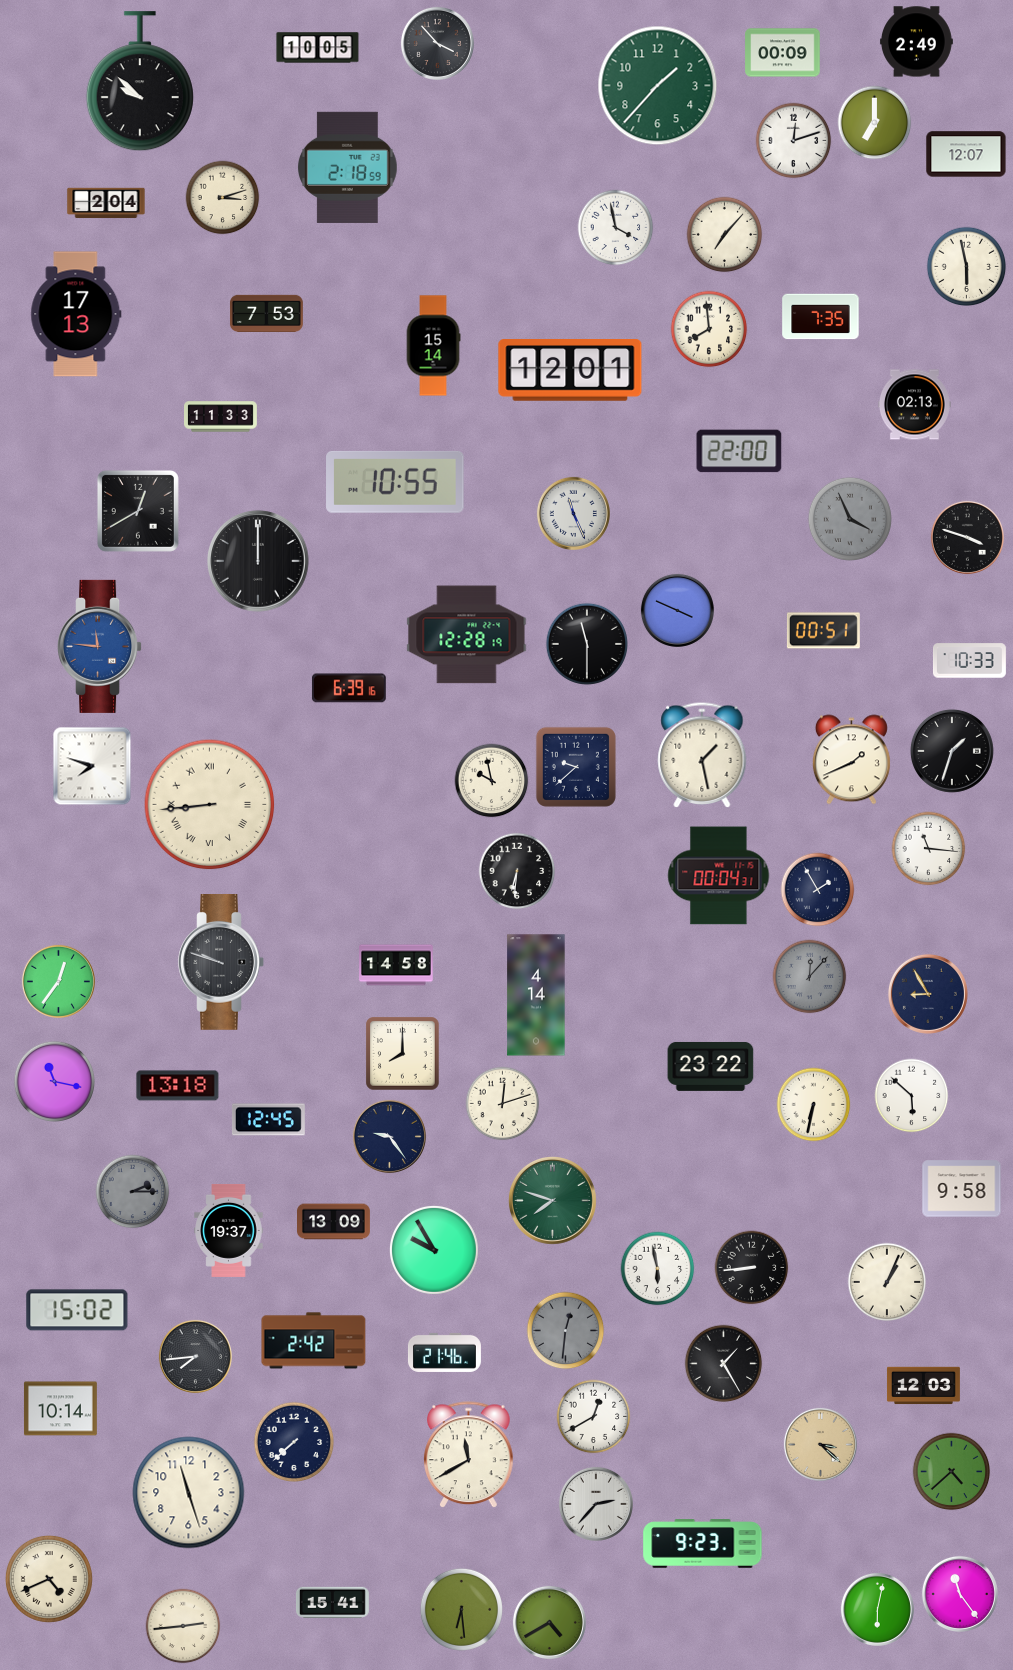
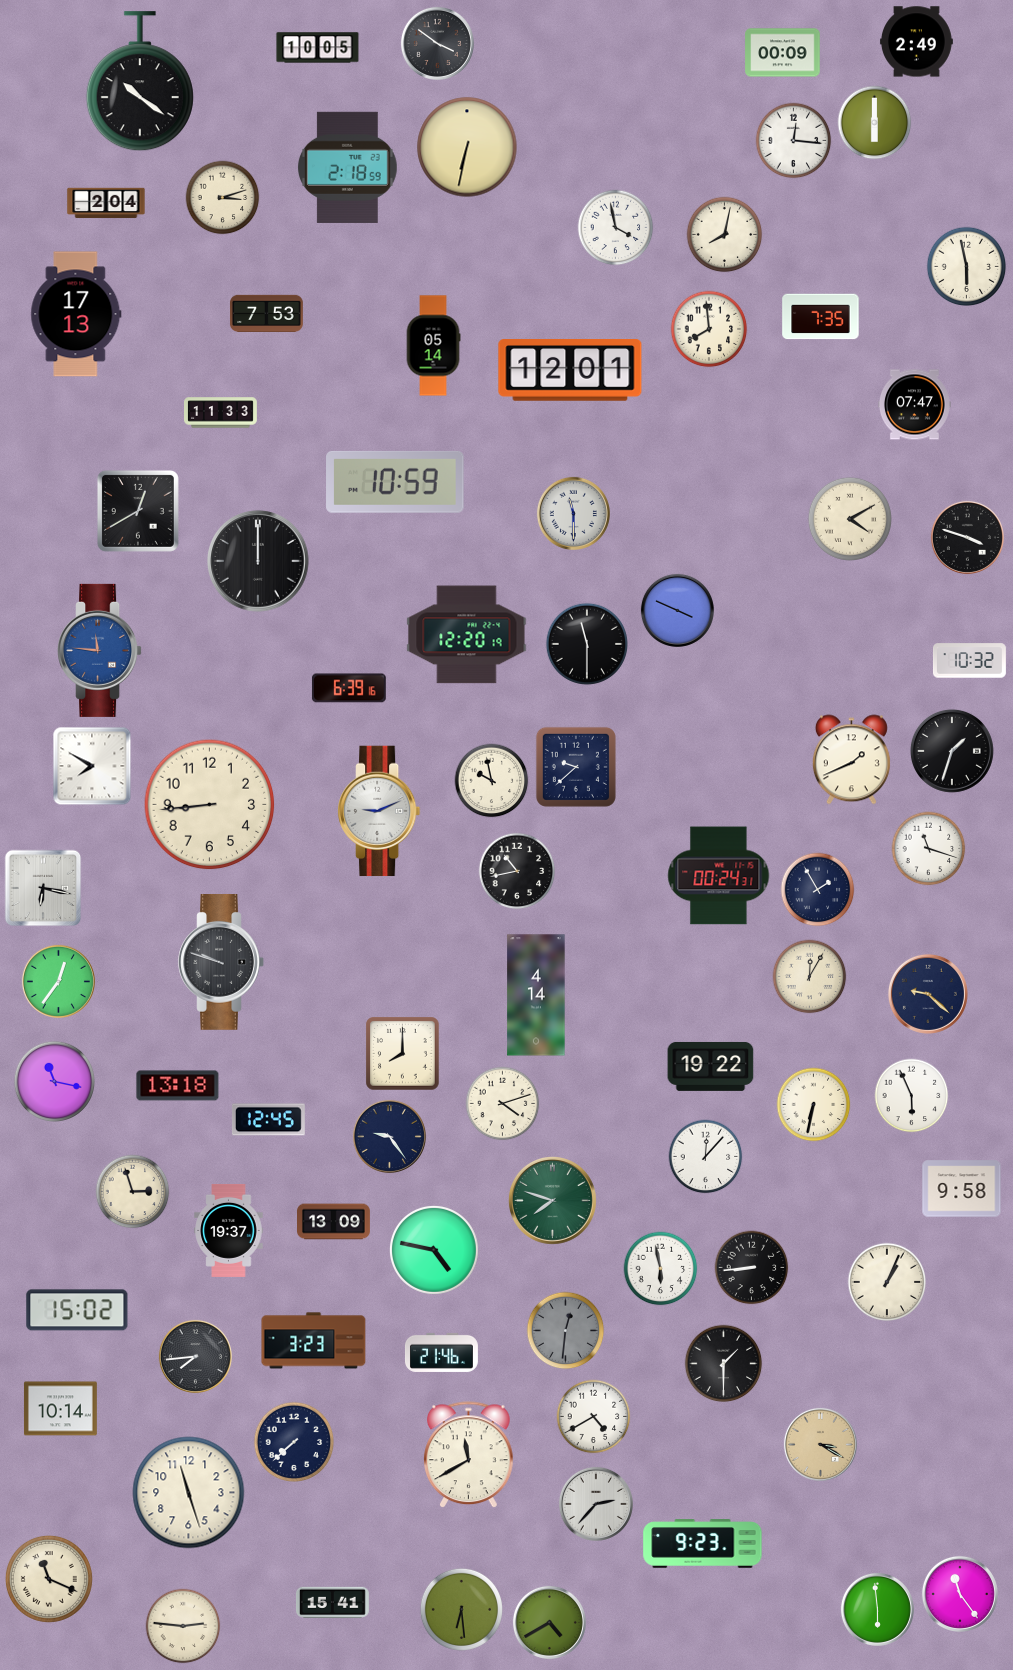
clock at (437, 43): 3:53 -> 3:51
clock at (140, 82): 9:52 -> 10:21
clock at (658, 86): 1:37 -> none
clock at (875, 123): 7:00 -> 6:00
clock at (794, 141): 12:12 -> 12:16
clock at (467, 147): none -> 6:32
clock at (966, 154): 12:07 -> none
clock at (725, 235): 7:07 -> 8:02
clock at (433, 346): 15:14 -> 05:14
clock at (914, 405): 02:13 -> 07:47
clock at (221, 417) position: (221, 417) -> (221, 413)
clock at (739, 451): 22:00 -> none
clock at (395, 482): 10:55 -> 10:59
clock at (573, 513): 11:26 -> 11:30
clock at (850, 519): 3:56 -> 4:10
clock at (850, 519) dial: grey -> cream
clock at (823, 631): 00:51 -> none
clock at (467, 635): 12:28 -> 12:20
clock at (100, 646) position: (100, 646) -> (100, 650)
clock at (969, 661): 10:33 -> 10:32
clock at (702, 755): 1:28 -> none
clock at (92, 766): 7:48 -> 7:50
clock at (210, 805) numerals: Roman -> Arabic
clock at (380, 811): none -> 9:11
clock at (929, 849): 11:16 -> 11:18
clock at (517, 871): 6:31 -> 10:43
clock at (719, 876): 00:04 -> 00:24
clock at (43, 888): none -> 6:17
clock at (396, 965): 14:58 -> none
clock at (810, 977): 12:07 -> 12:05
clock at (810, 977) dial: grey -> cream
clock at (928, 994): 8:55 -> 9:22
clock at (711, 1066): 23:22 -> 19:22
clock at (912, 1096): 5:52 -> 5:56
clock at (503, 1104): 12:12 -> 4:12
clock at (706, 1157): none -> 12:07
clock at (133, 1192): 2:15 -> 2:57
clock at (133, 1192) dial: grey -> cream
clock at (434, 1250): 9:55 -> 4:47
clock at (658, 1269) position: (658, 1269) -> (661, 1269)
clock at (314, 1341): 2:42 -> 3:23
clock at (444, 1352) position: (444, 1352) -> (441, 1352)
clock at (724, 1364): 1:25 -> 1:30
clock at (923, 1386): 12:03 -> none
clock at (594, 1417): 12:40 -> 4:40
clock at (820, 1444): 3:22 -> 3:20
clock at (952, 1472): 4:38 -> none
clock at (49, 1579): 4:41 -> 11:19
clock at (877, 1609): 6:02 -> 5:59
clock at (183, 1626): 2:44 -> 2:46
